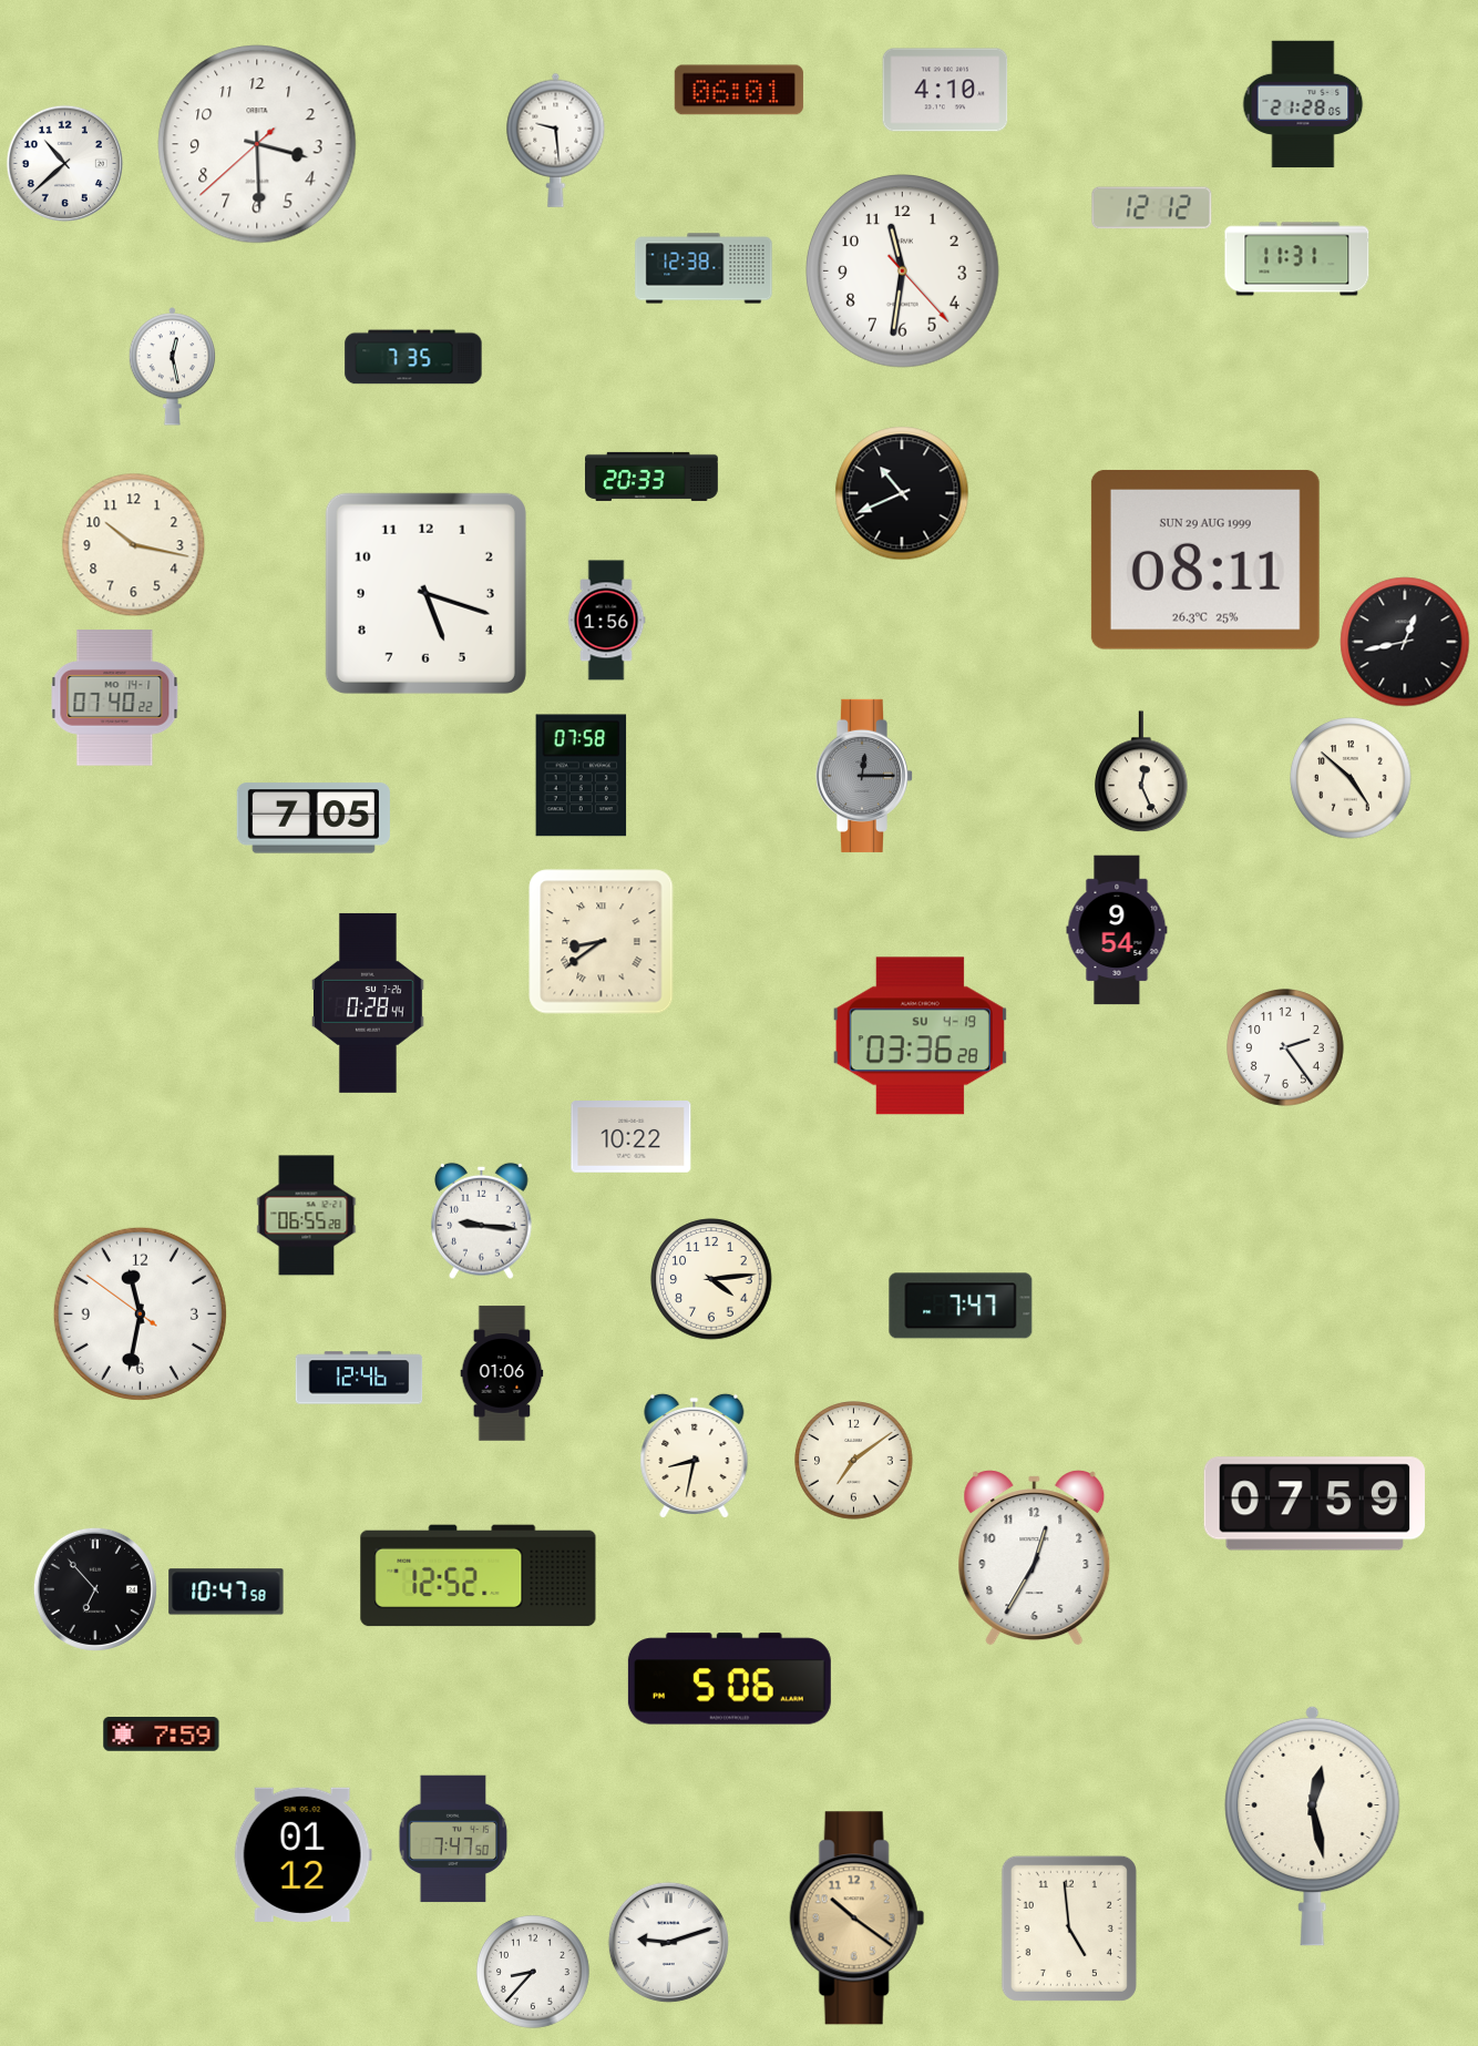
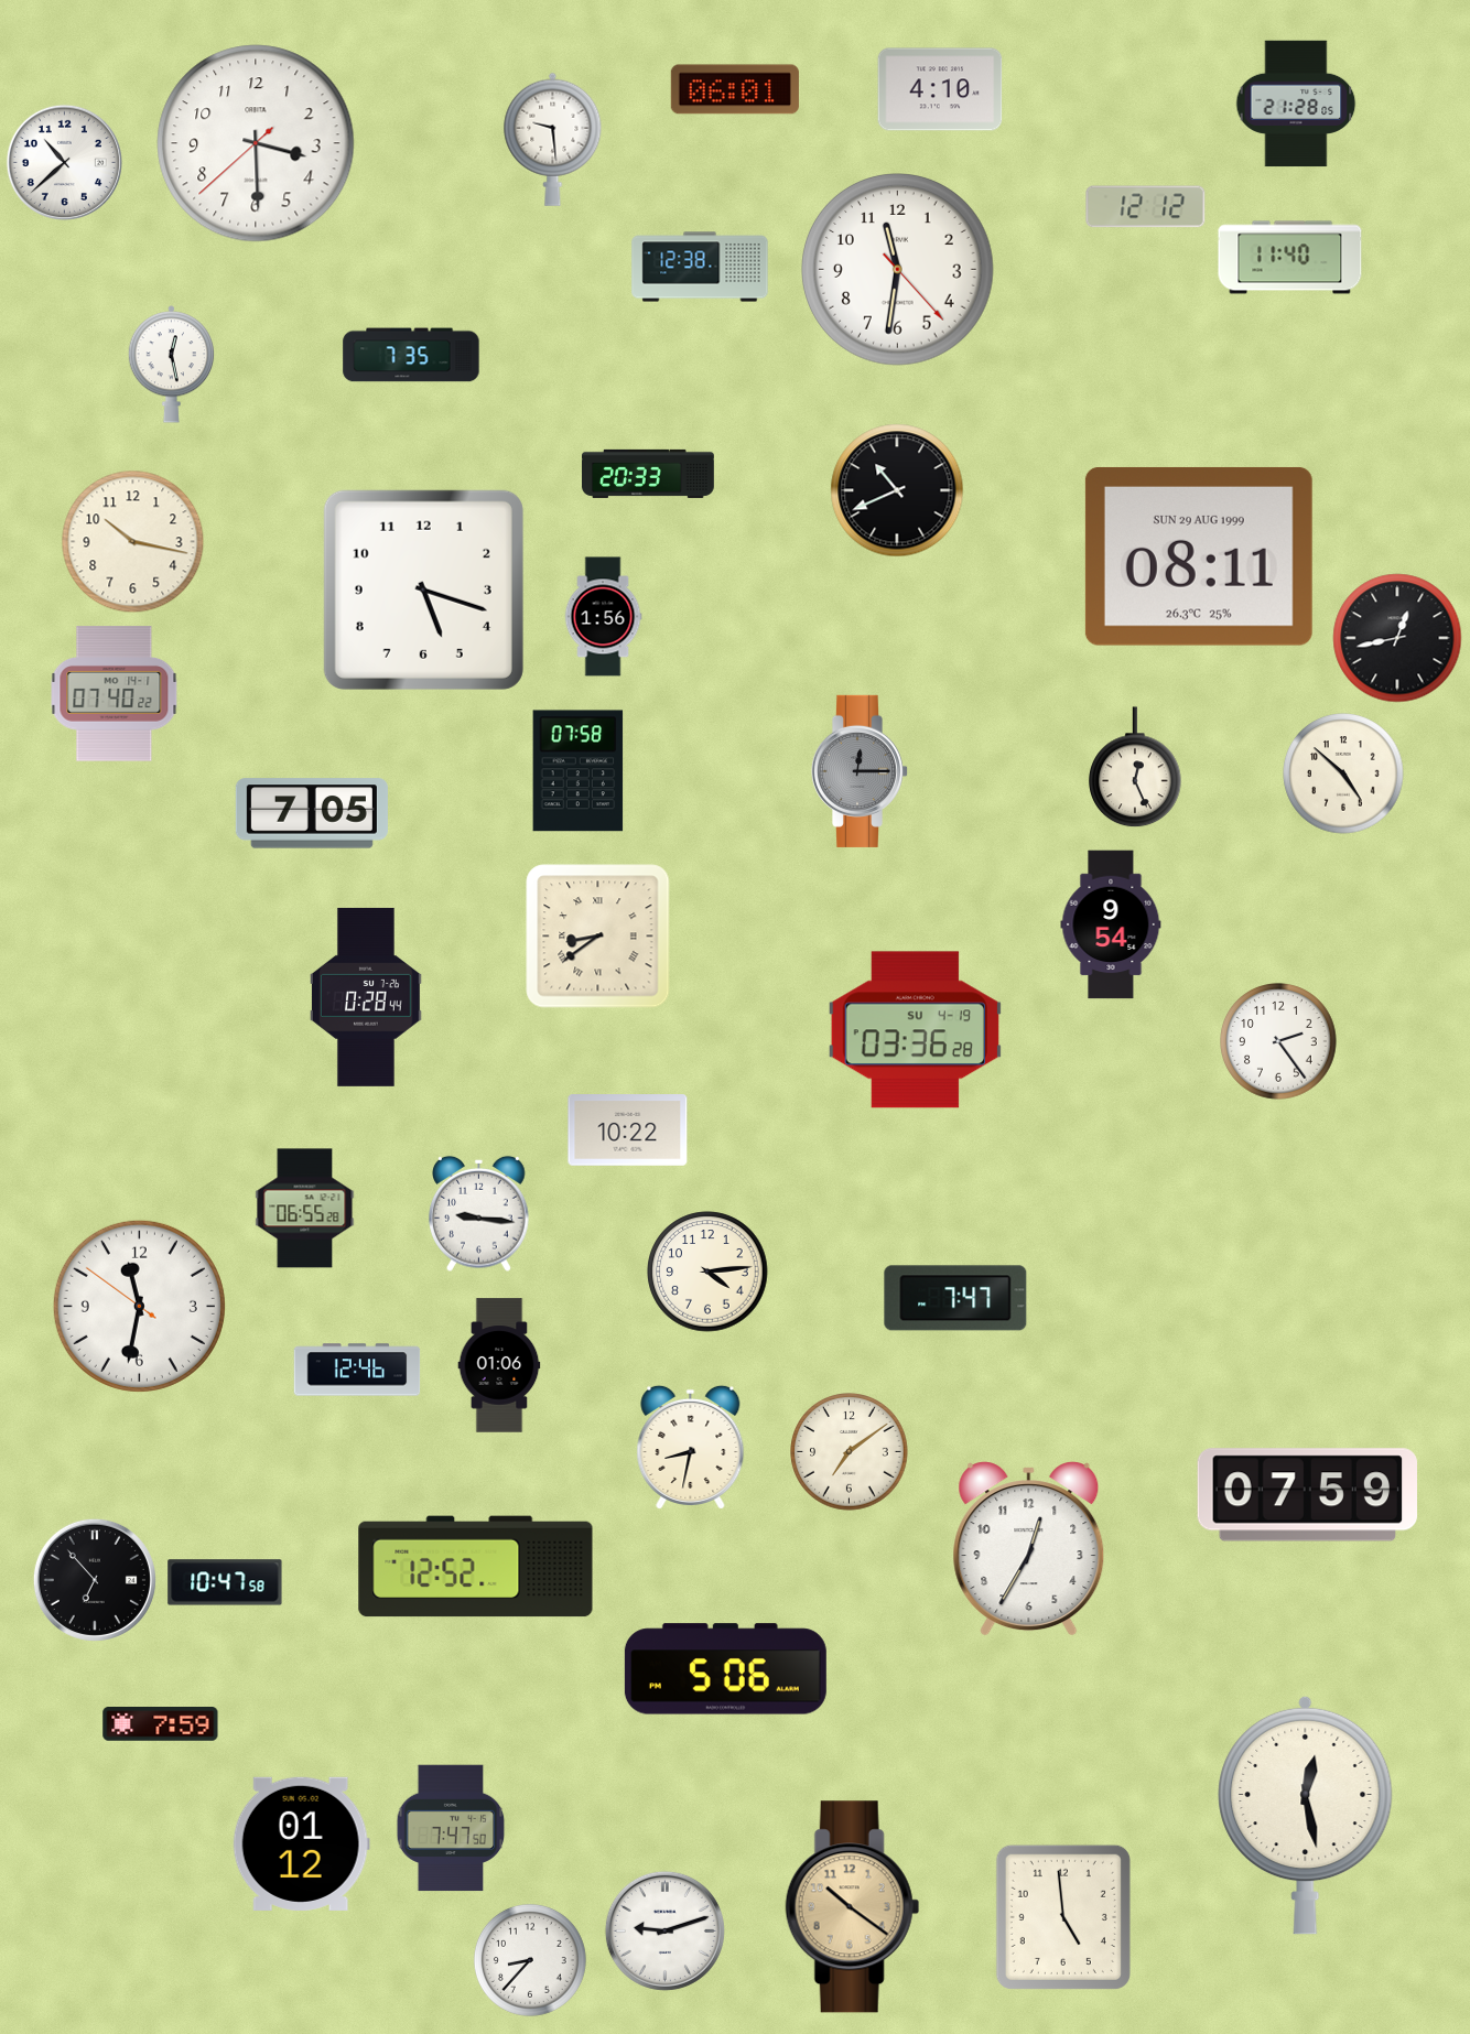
clock at (1297, 259): 11:31 -> 11:40
